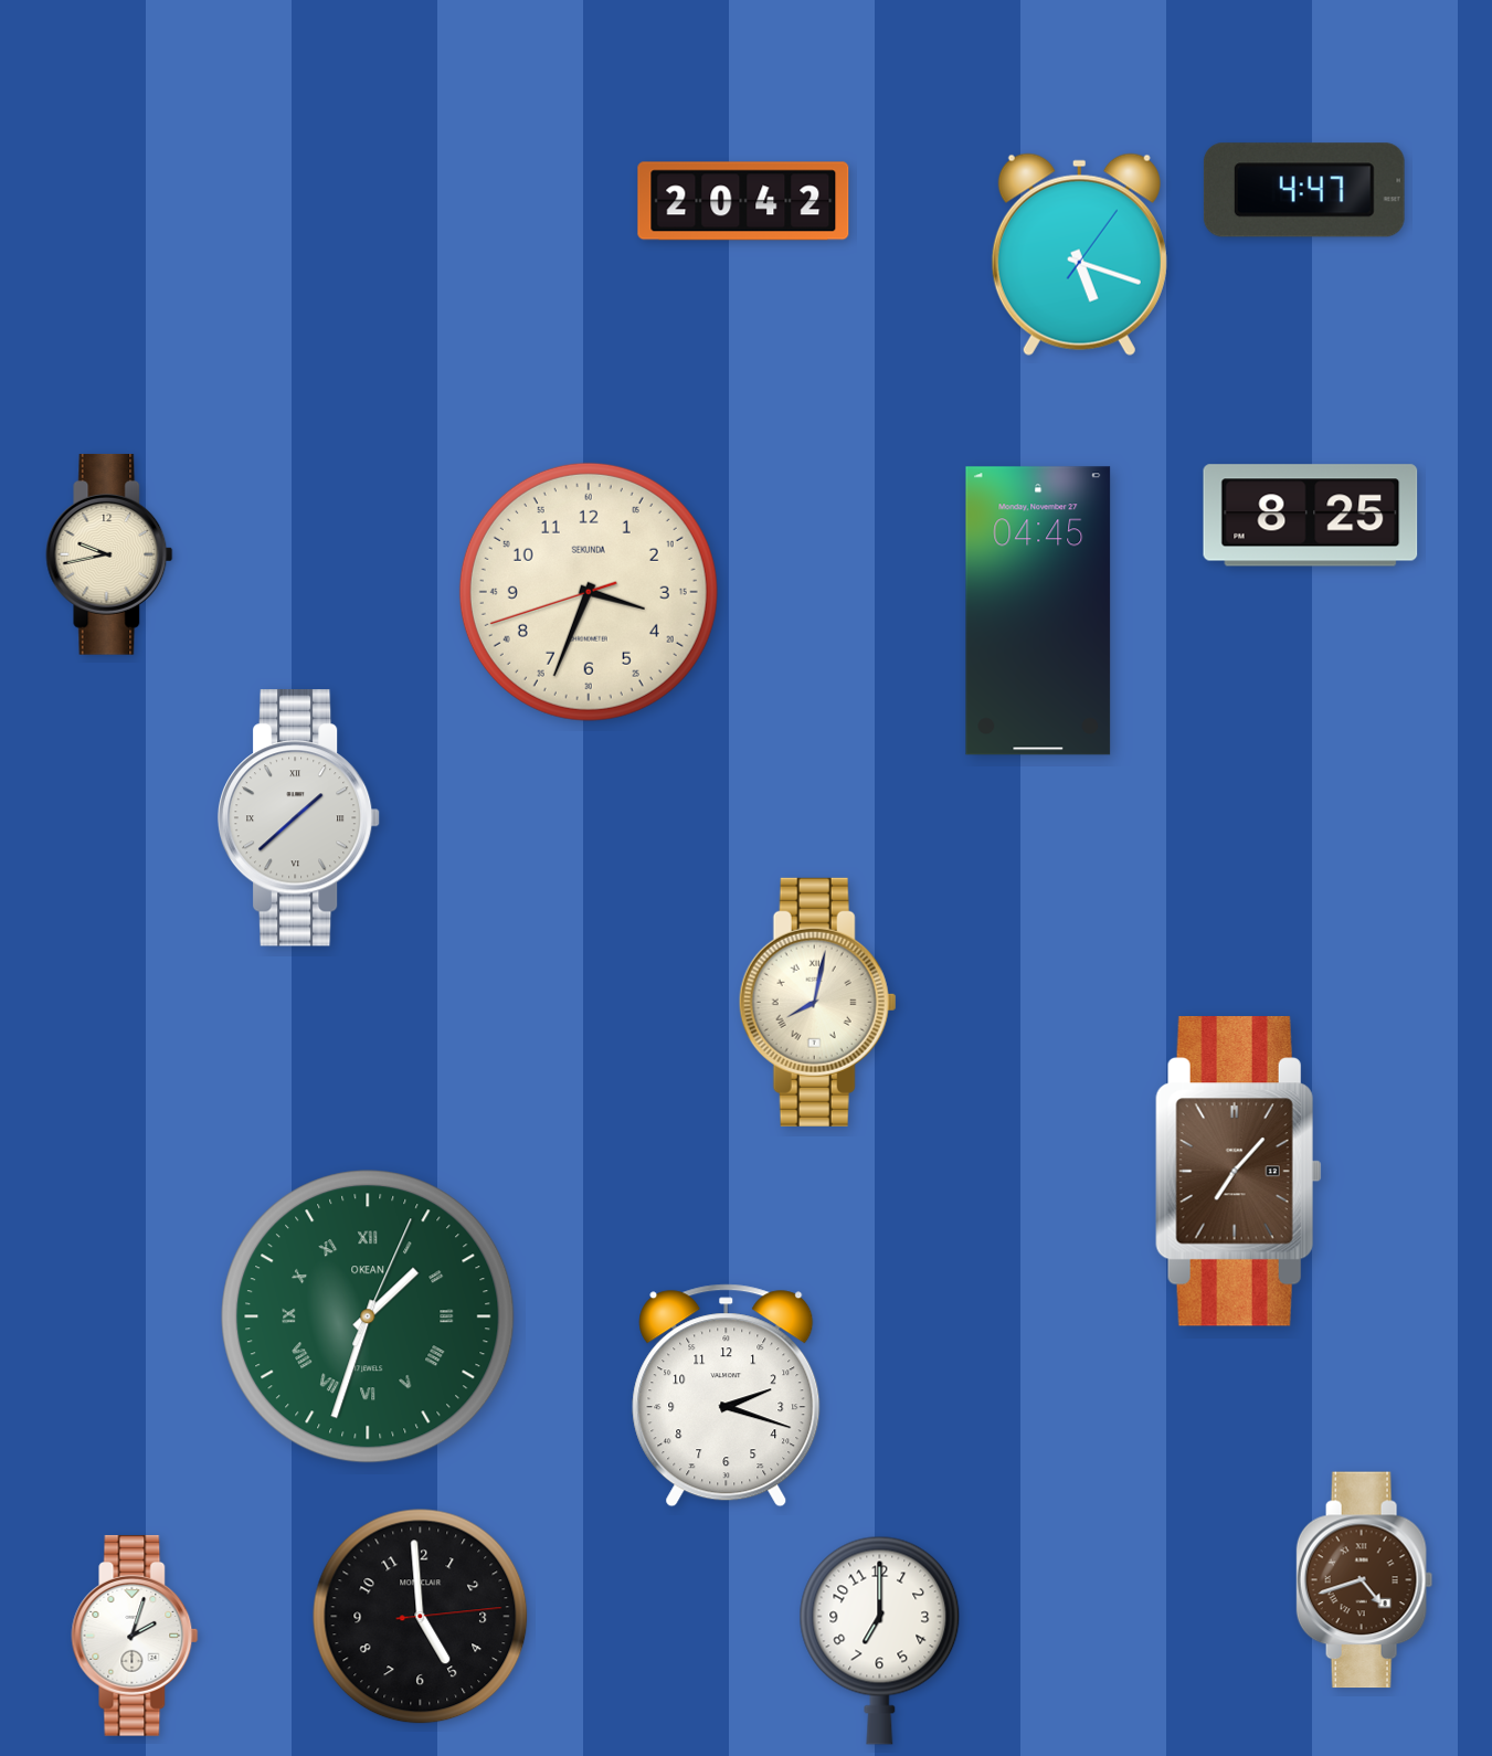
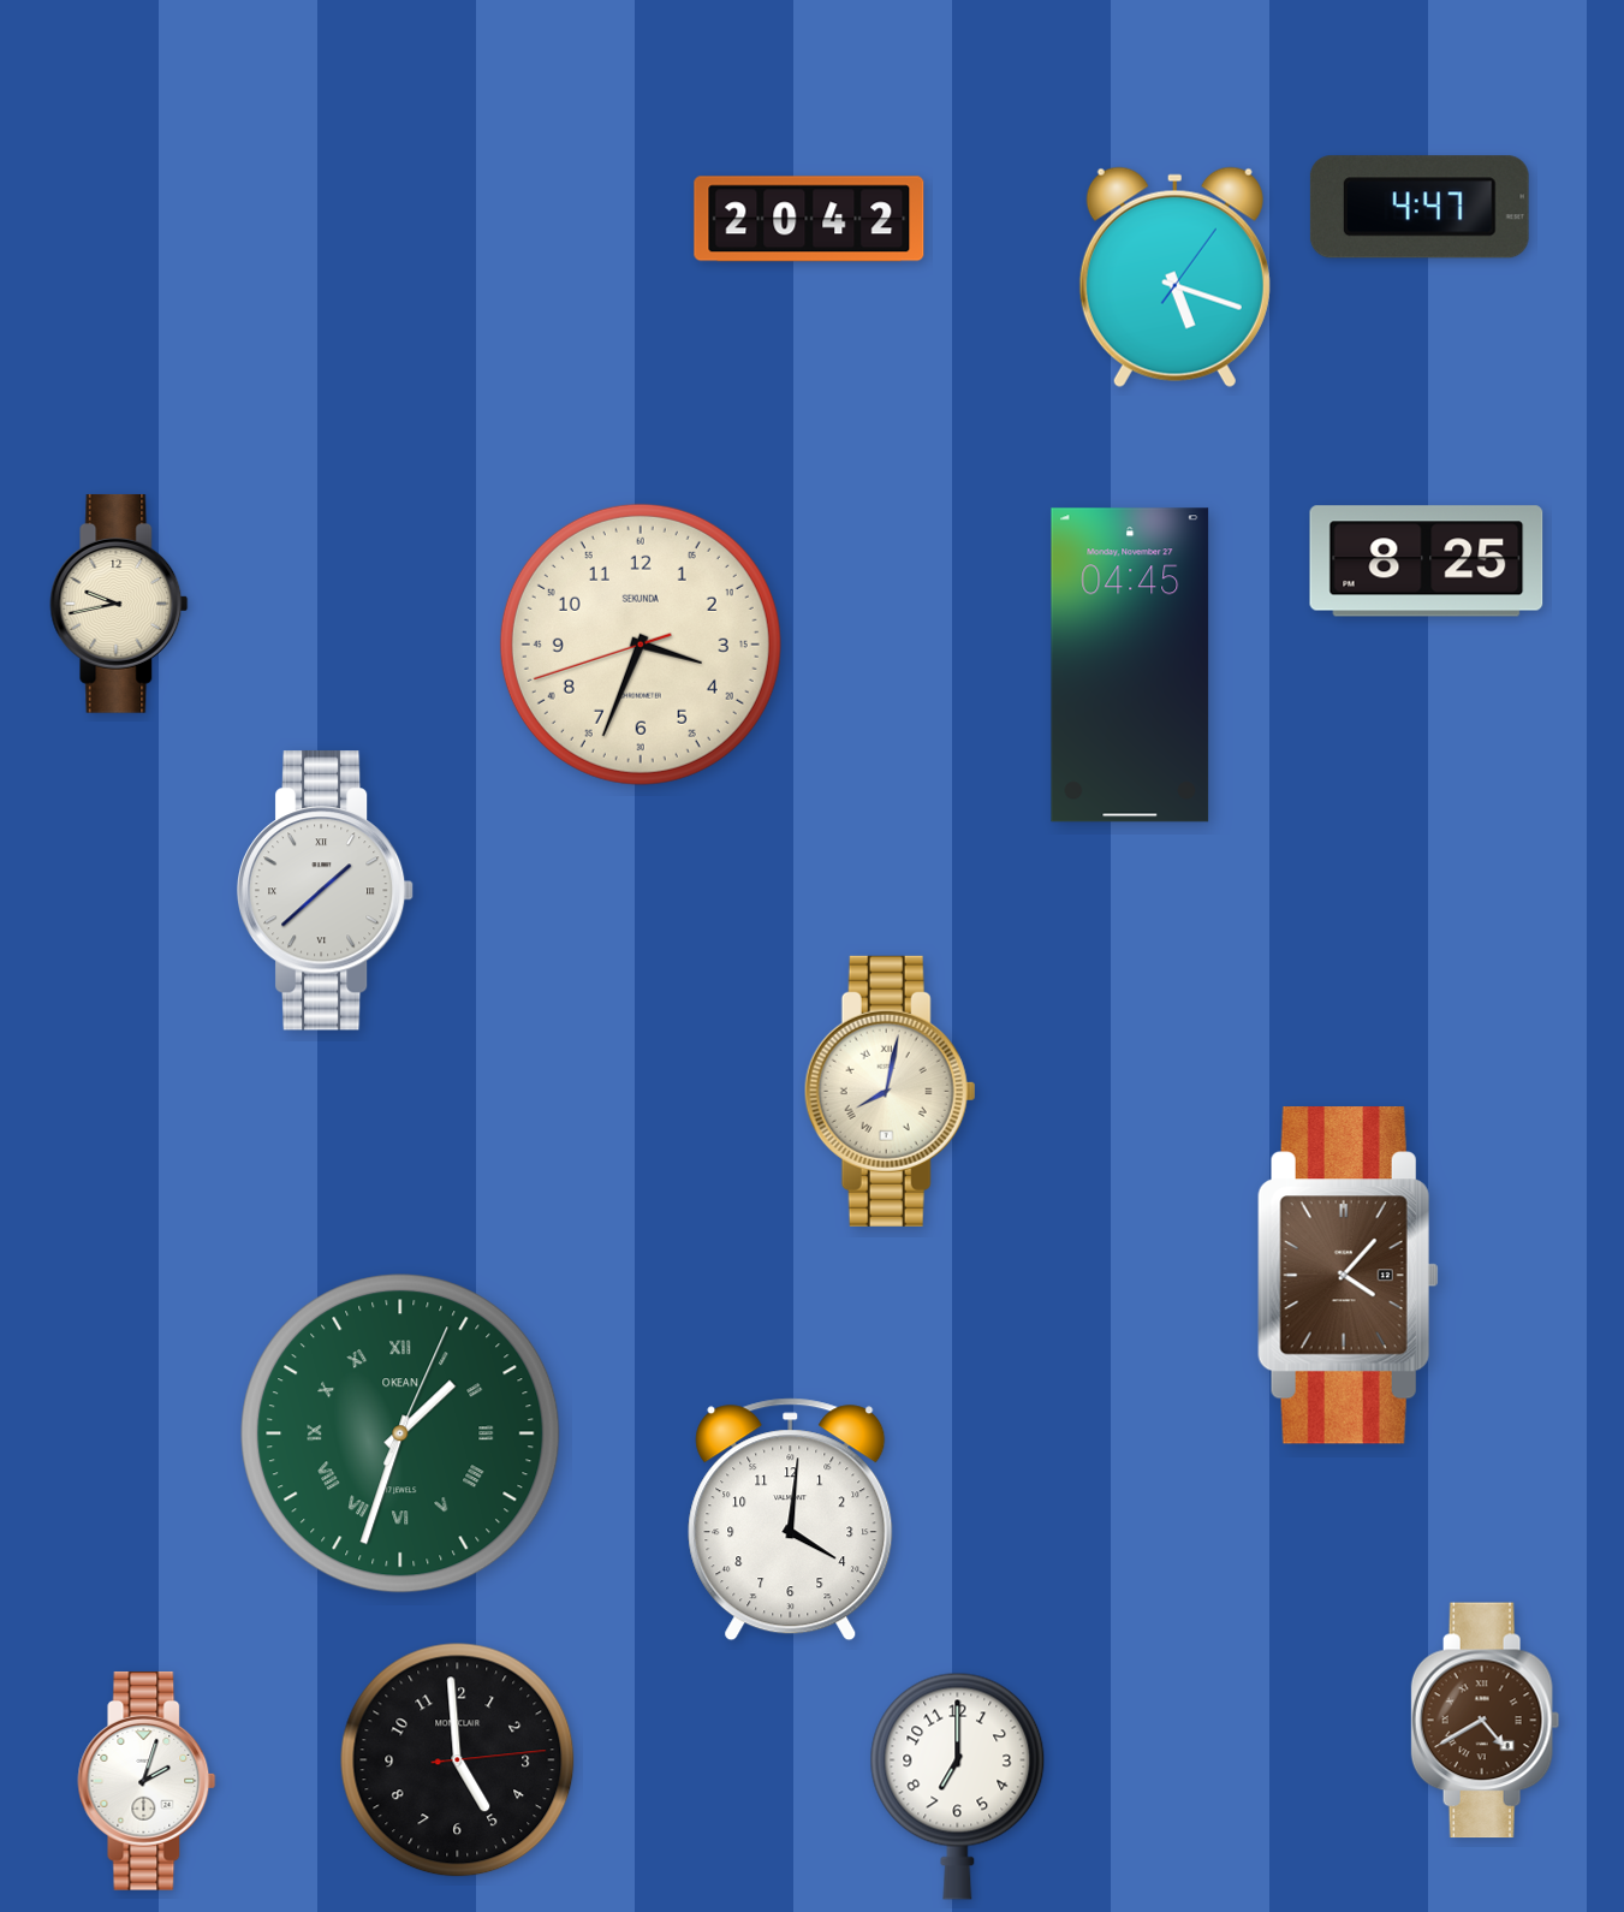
clock at (1238, 1172): 7:07 -> 4:07
clock at (727, 1396): 2:18 -> 4:01
clock at (1365, 1580): 4:42 -> 4:40
